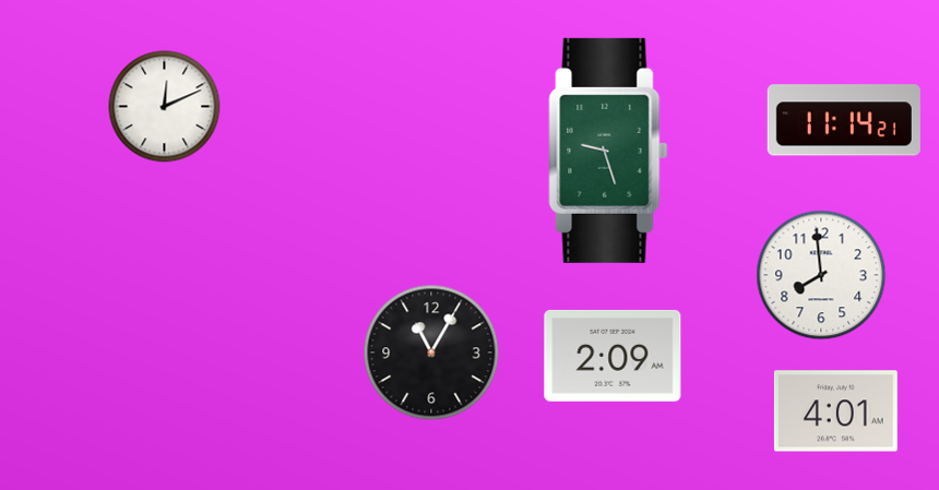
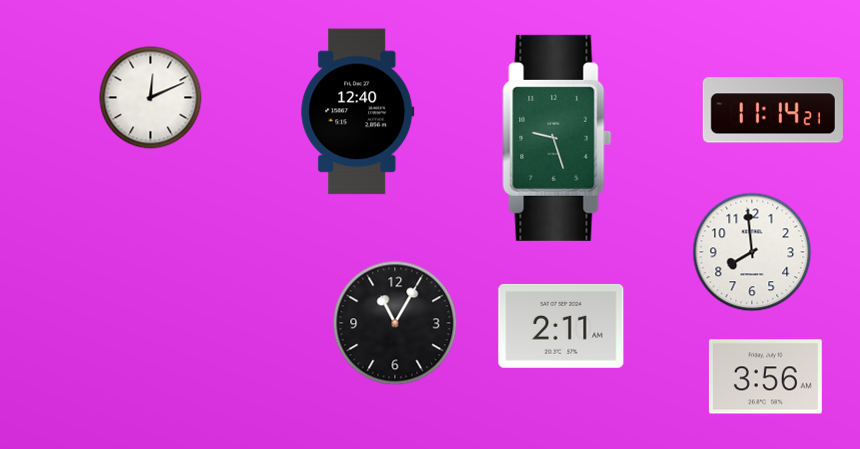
clock at (358, 112): none -> 12:40
clock at (613, 356): 2:09 -> 2:11
clock at (835, 411): 4:01 -> 3:56
